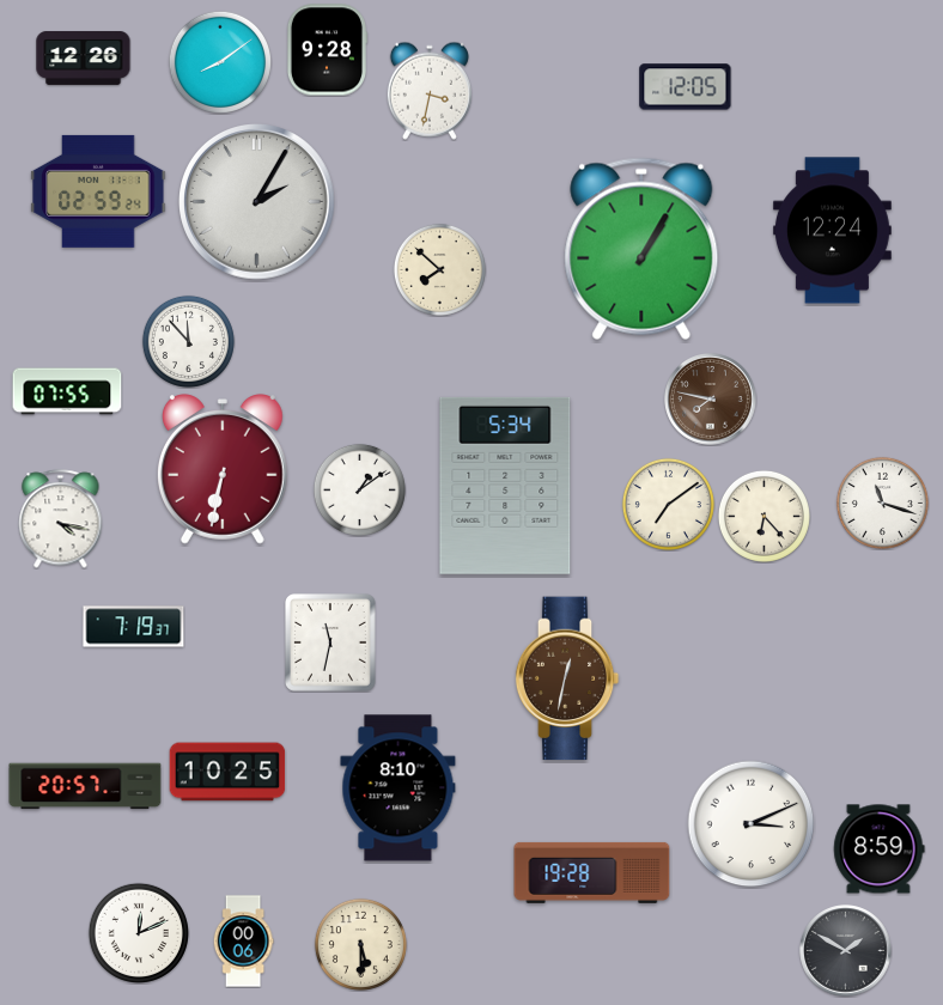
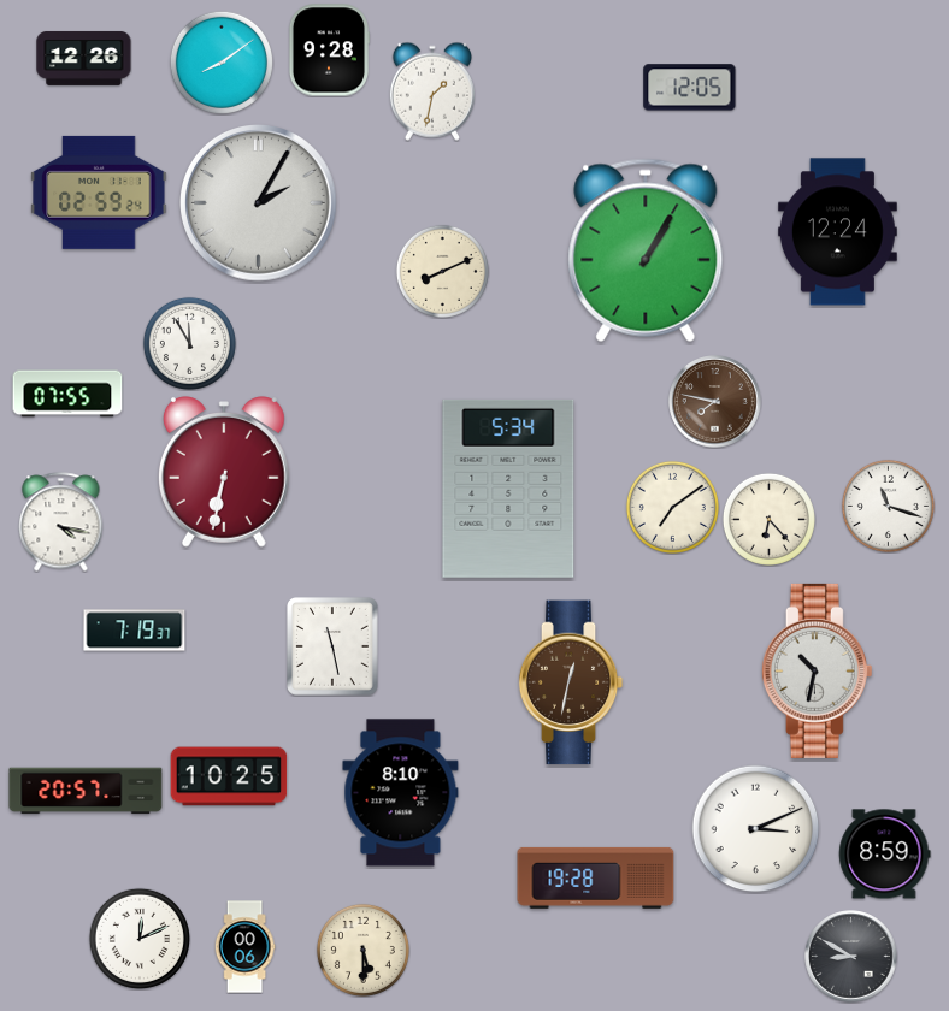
clock at (430, 91): 3:32 -> 1:32
clock at (439, 269): 7:52 -> 8:11
clock at (188, 341): 11:53 -> 11:55
clock at (359, 489): 1:09 -> none
clock at (331, 644): 11:32 -> 11:28
clock at (817, 670): none -> 10:32
clock at (846, 951): 1:50 -> 8:50
